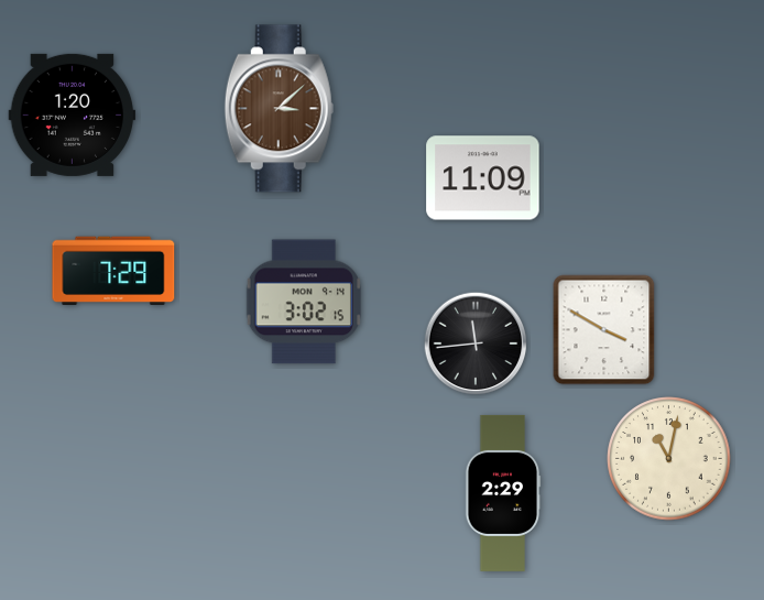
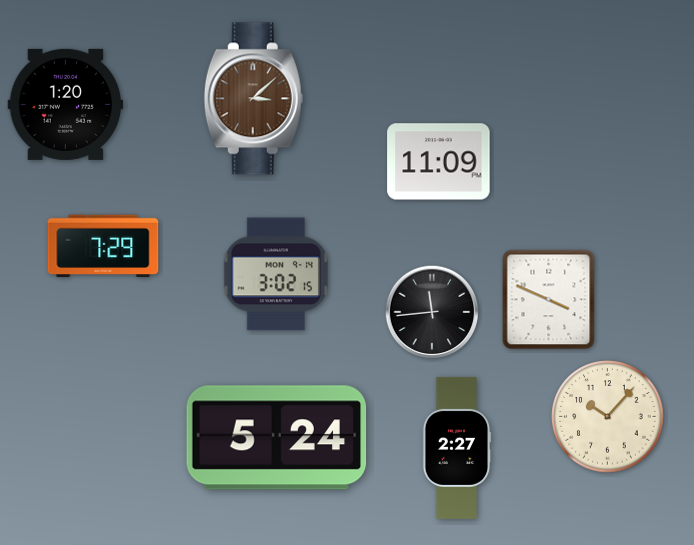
clock at (604, 330): 3:50 -> 3:49
clock at (669, 459): 11:02 -> 10:07
clock at (277, 438): none -> 5:24
clock at (503, 493): 2:29 -> 2:27
